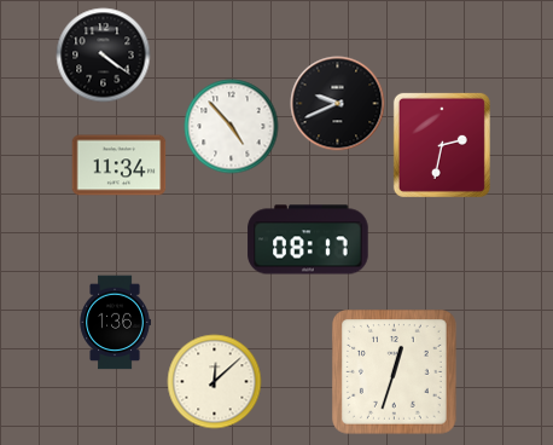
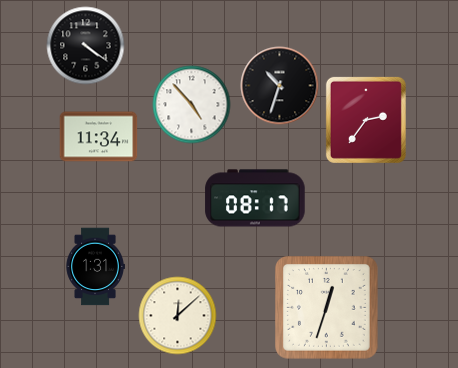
clock at (337, 103): 9:41 -> 10:33
clock at (442, 145): 2:32 -> 2:36
clock at (115, 322): 1:36 -> 1:31
